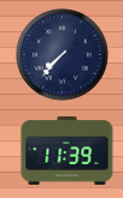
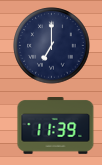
clock at (63, 55): 7:37 -> 7:00
